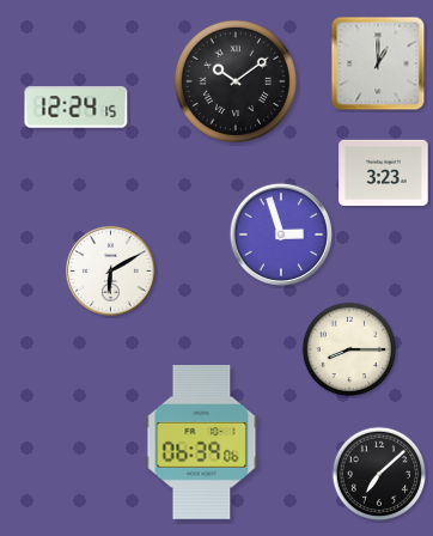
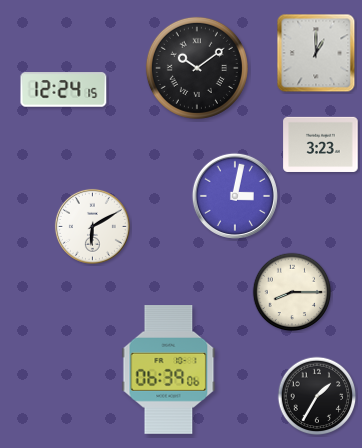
clock at (281, 234): 2:57 -> 3:02
clock at (379, 474): 7:08 -> 1:35
